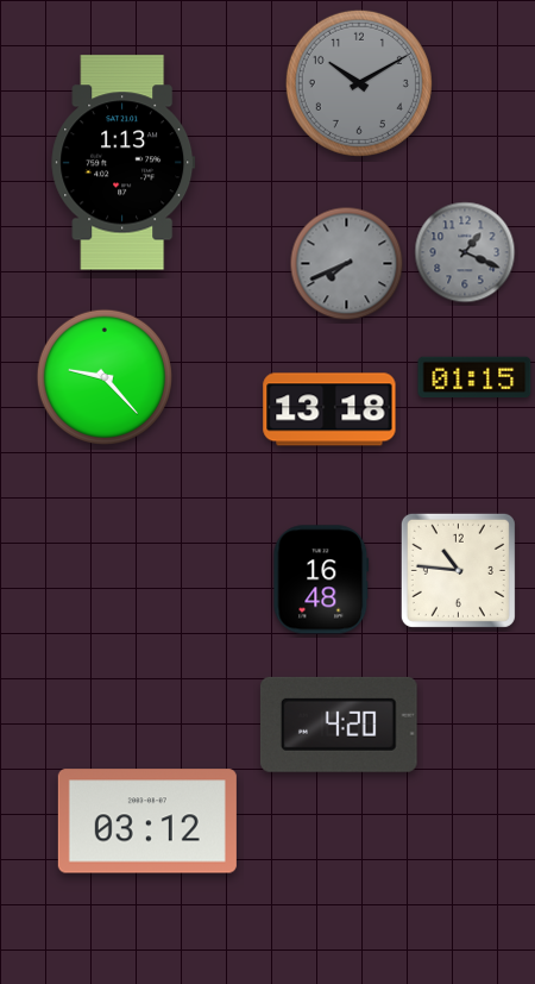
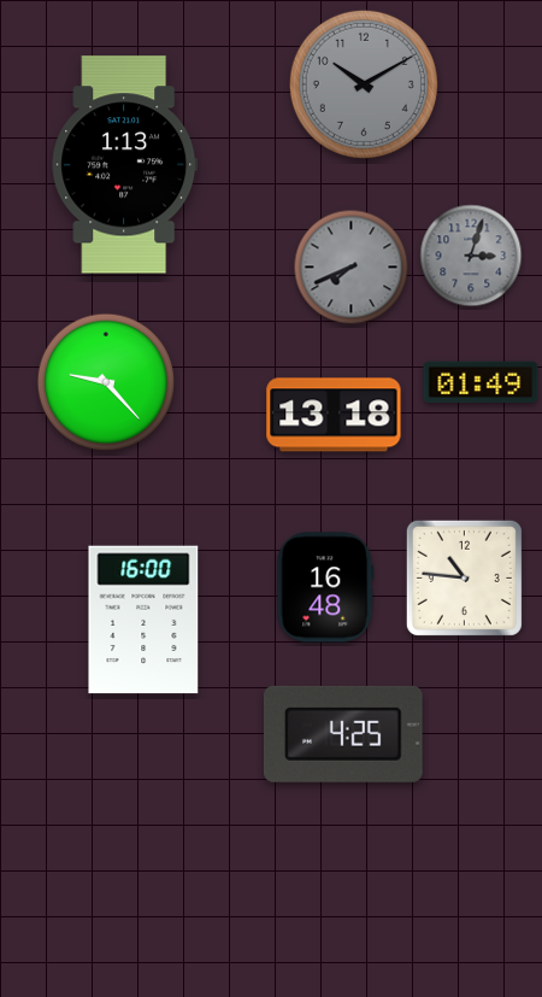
clock at (465, 252): 1:19 -> 3:03
clock at (474, 377): 01:15 -> 01:49
clock at (143, 620): none -> 16:00
clock at (339, 725): 4:20 -> 4:25
clock at (147, 821): 03:12 -> none
